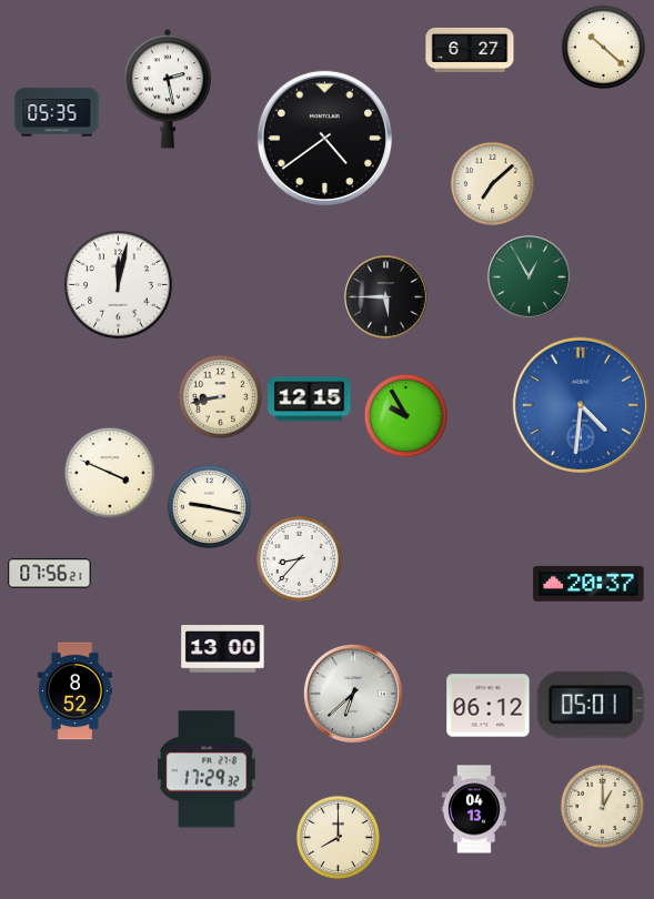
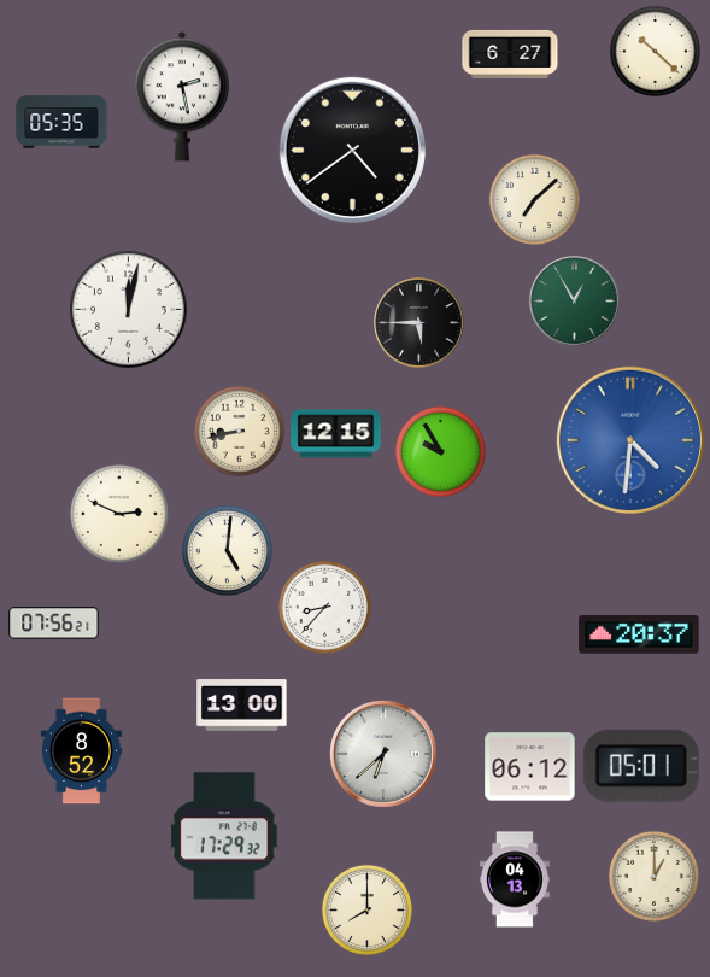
clock at (110, 473): 3:49 -> 2:49
clock at (209, 506): 9:17 -> 5:01
